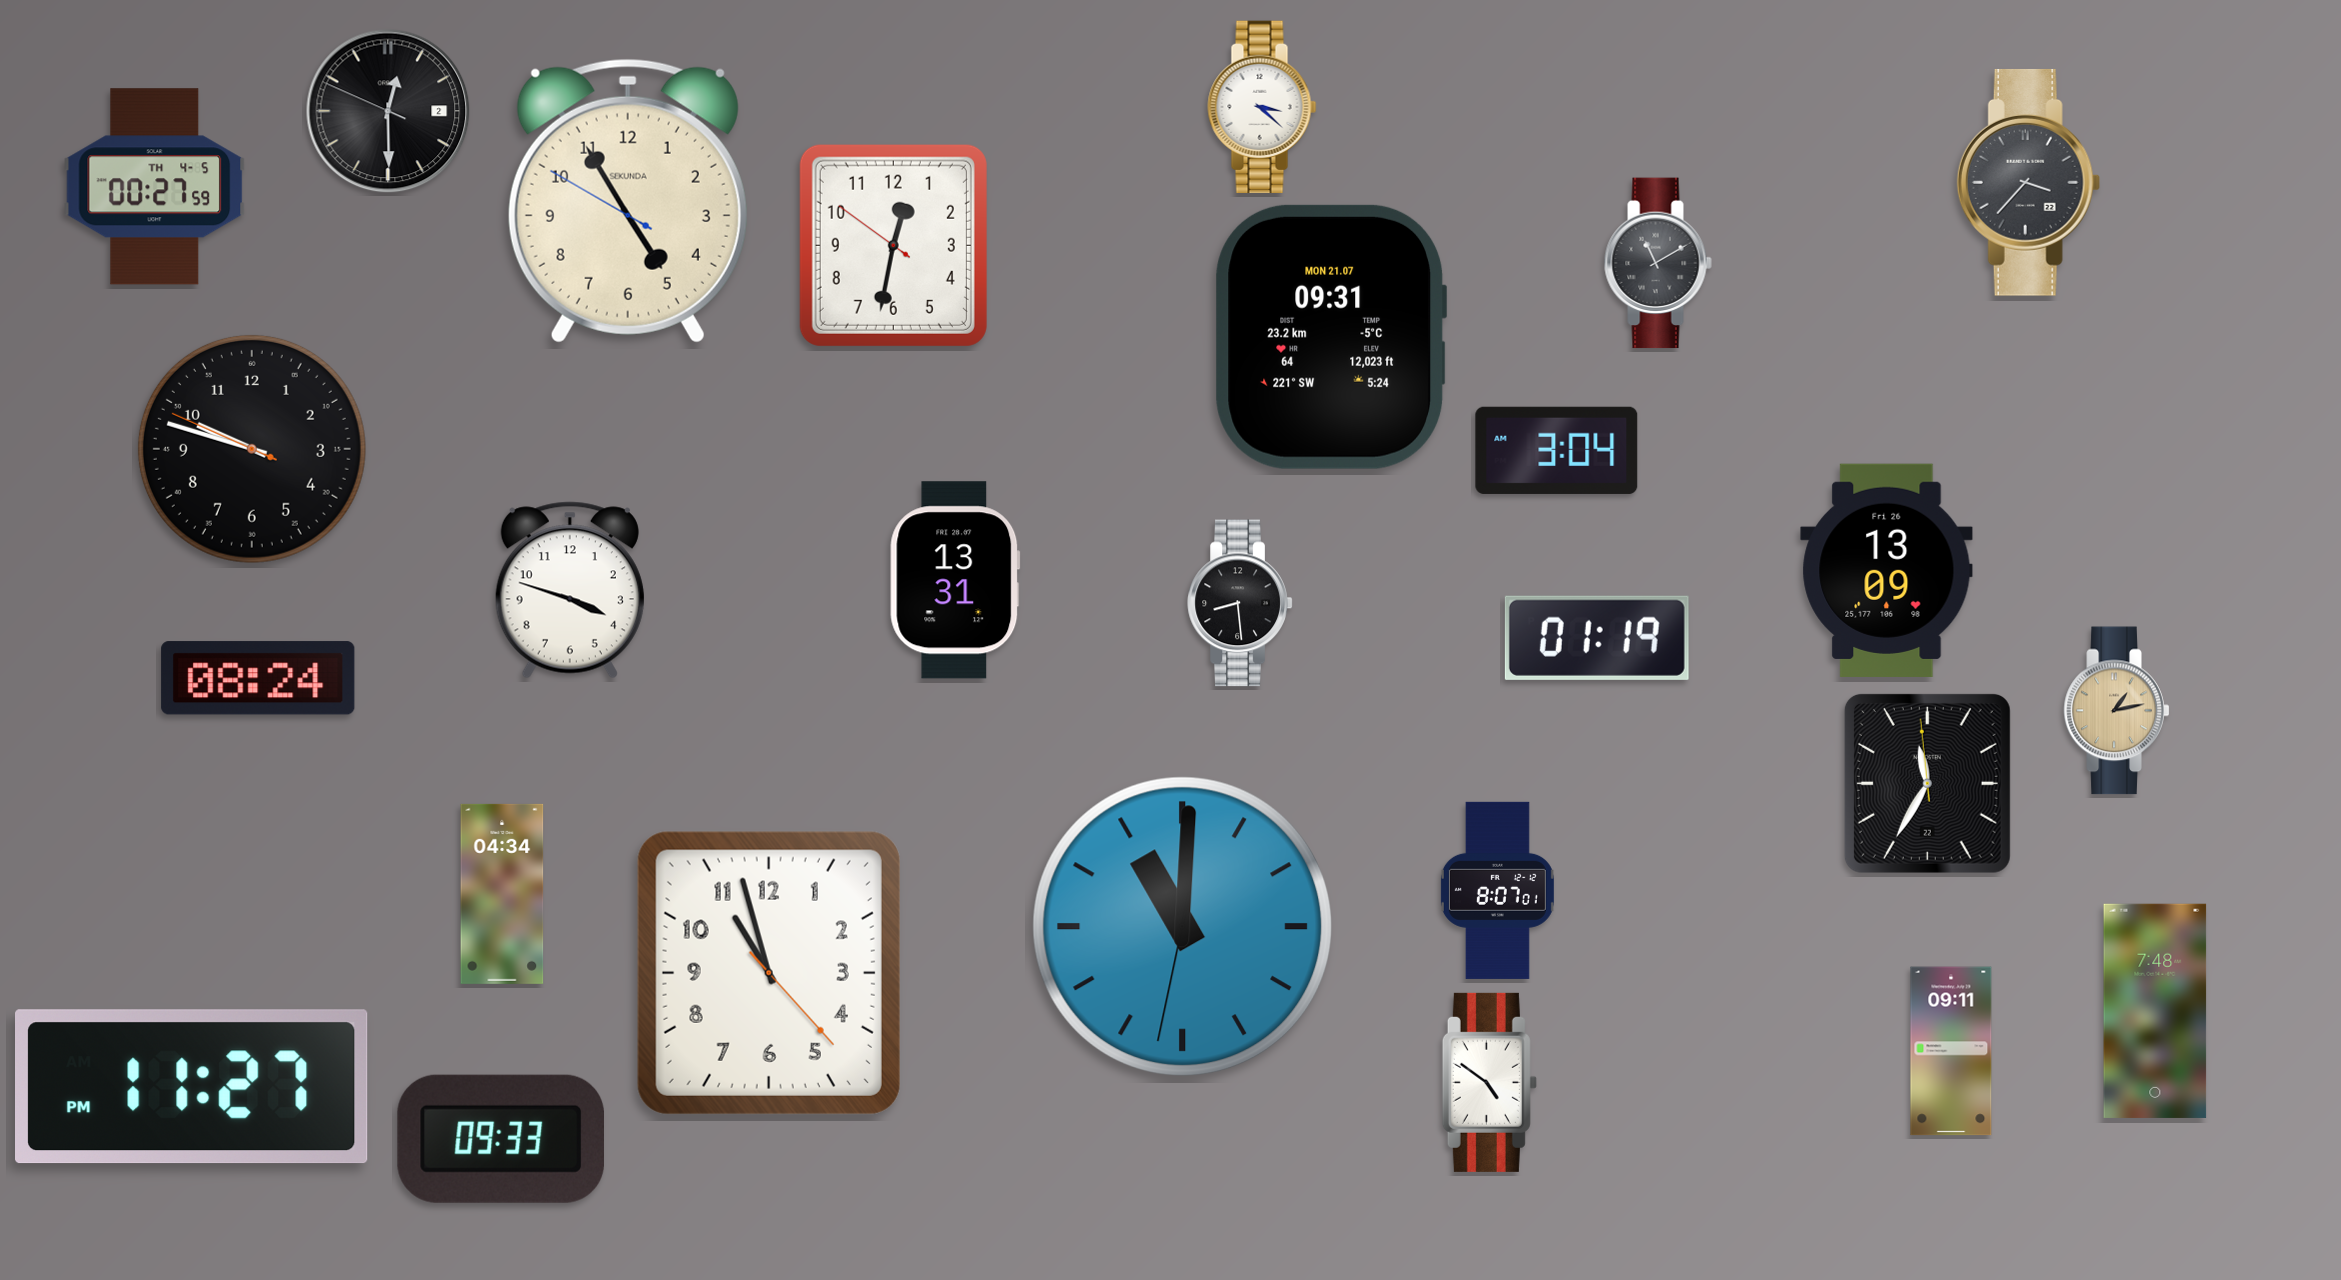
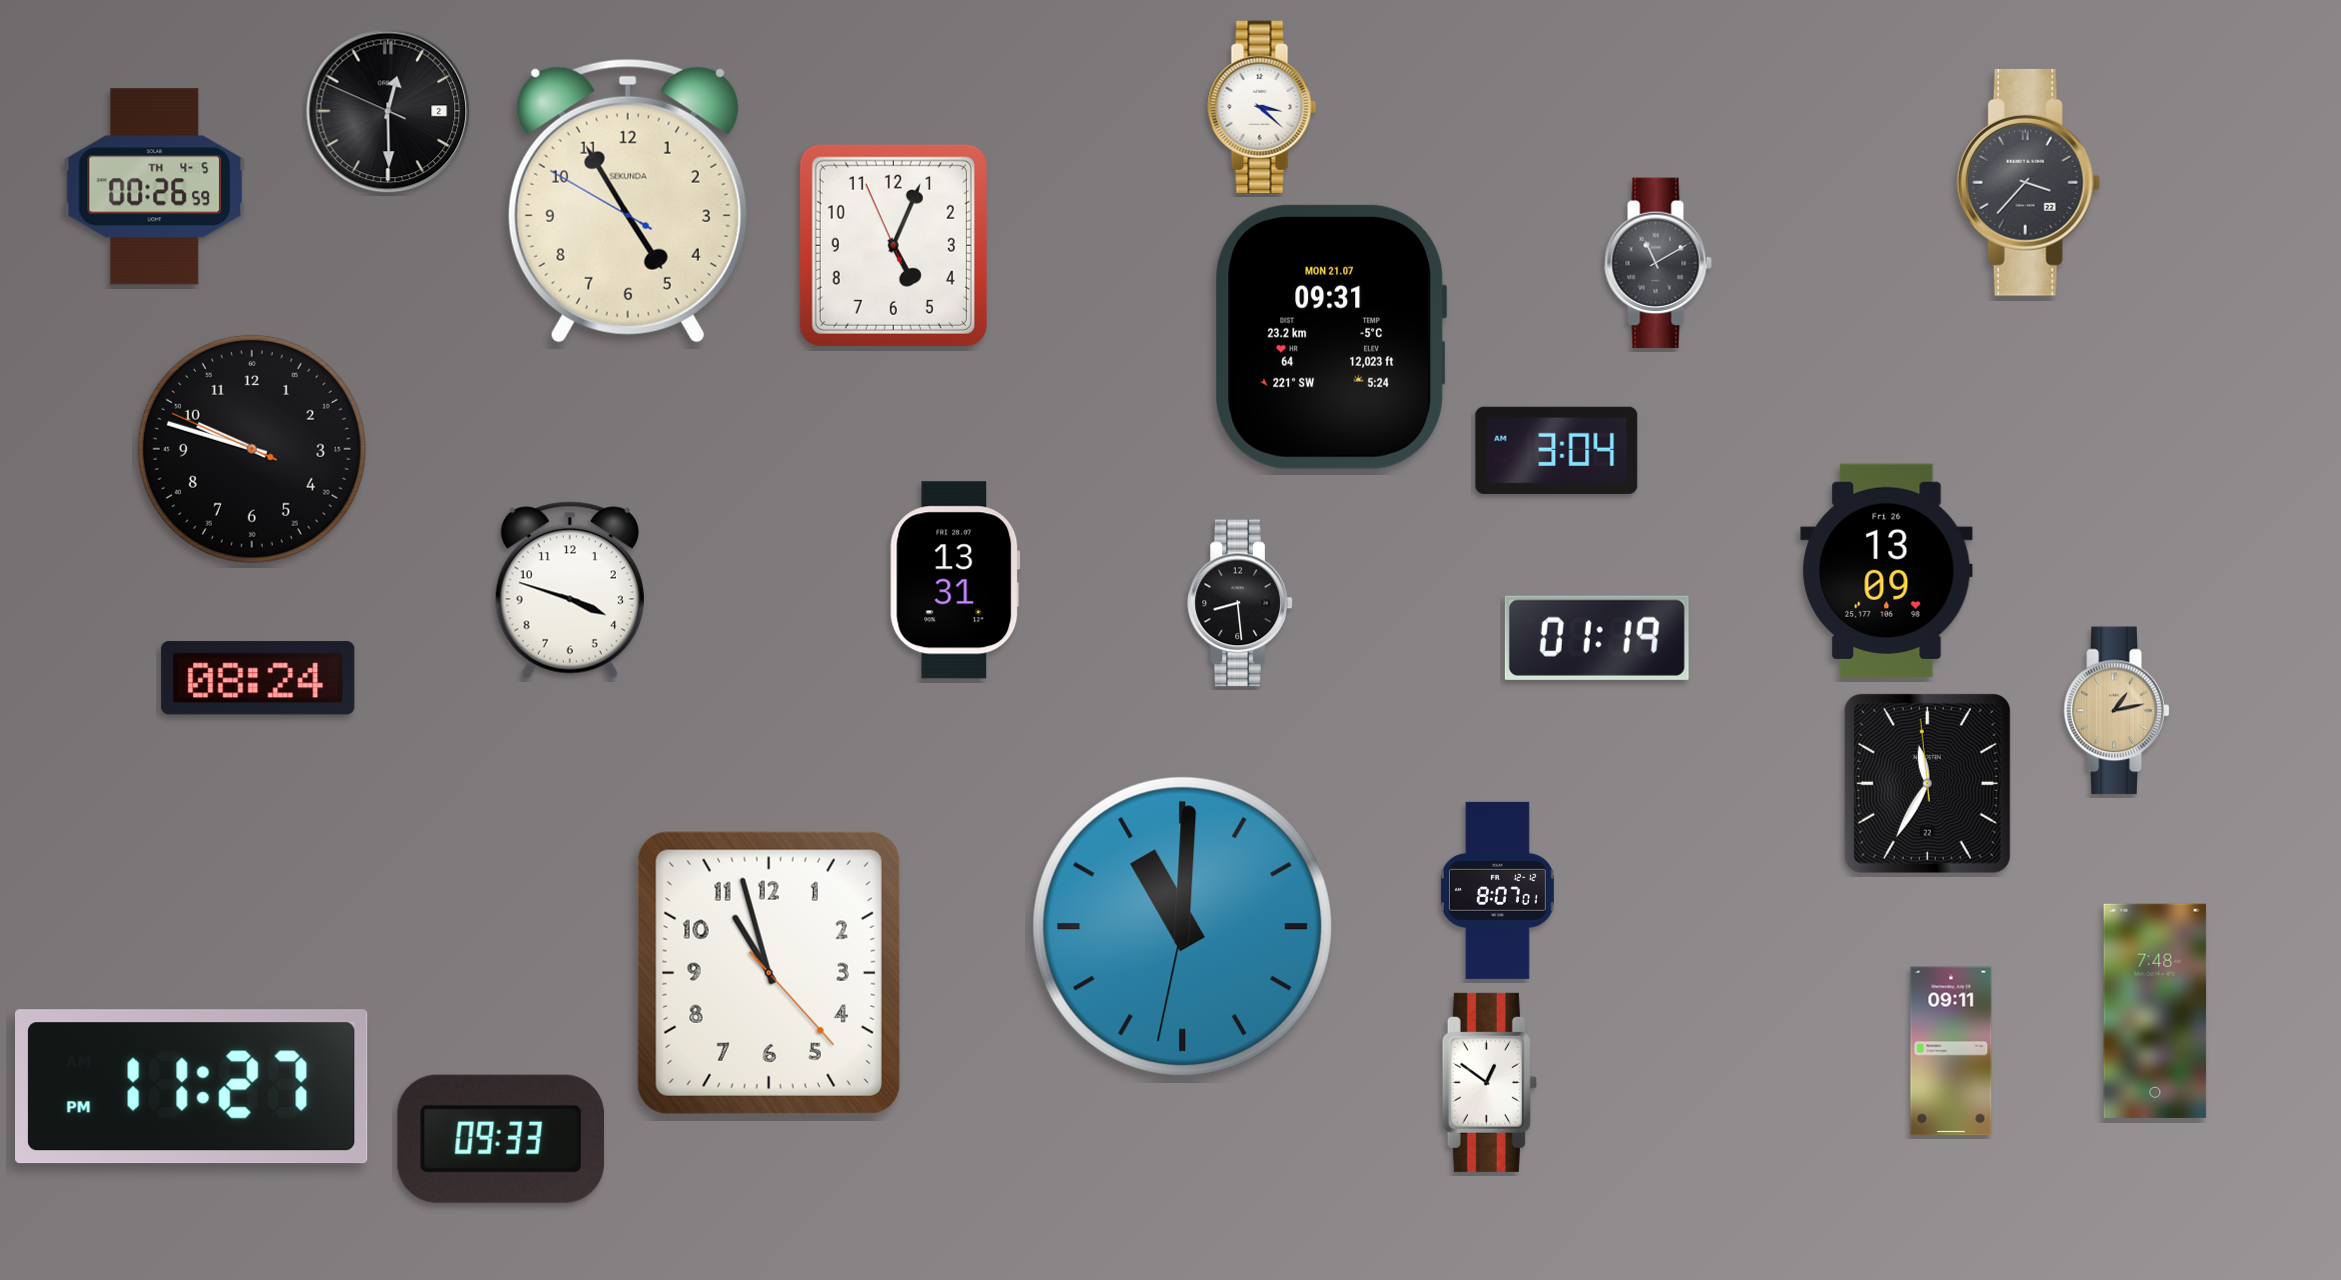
clock at (155, 187): 00:27 -> 00:26
clock at (893, 245): 12:31 -> 5:03
clock at (502, 894): 04:34 -> none
clock at (1489, 1082): 4:51 -> 12:51
